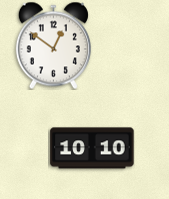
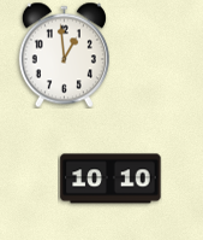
clock at (53, 45): 12:51 -> 12:59
